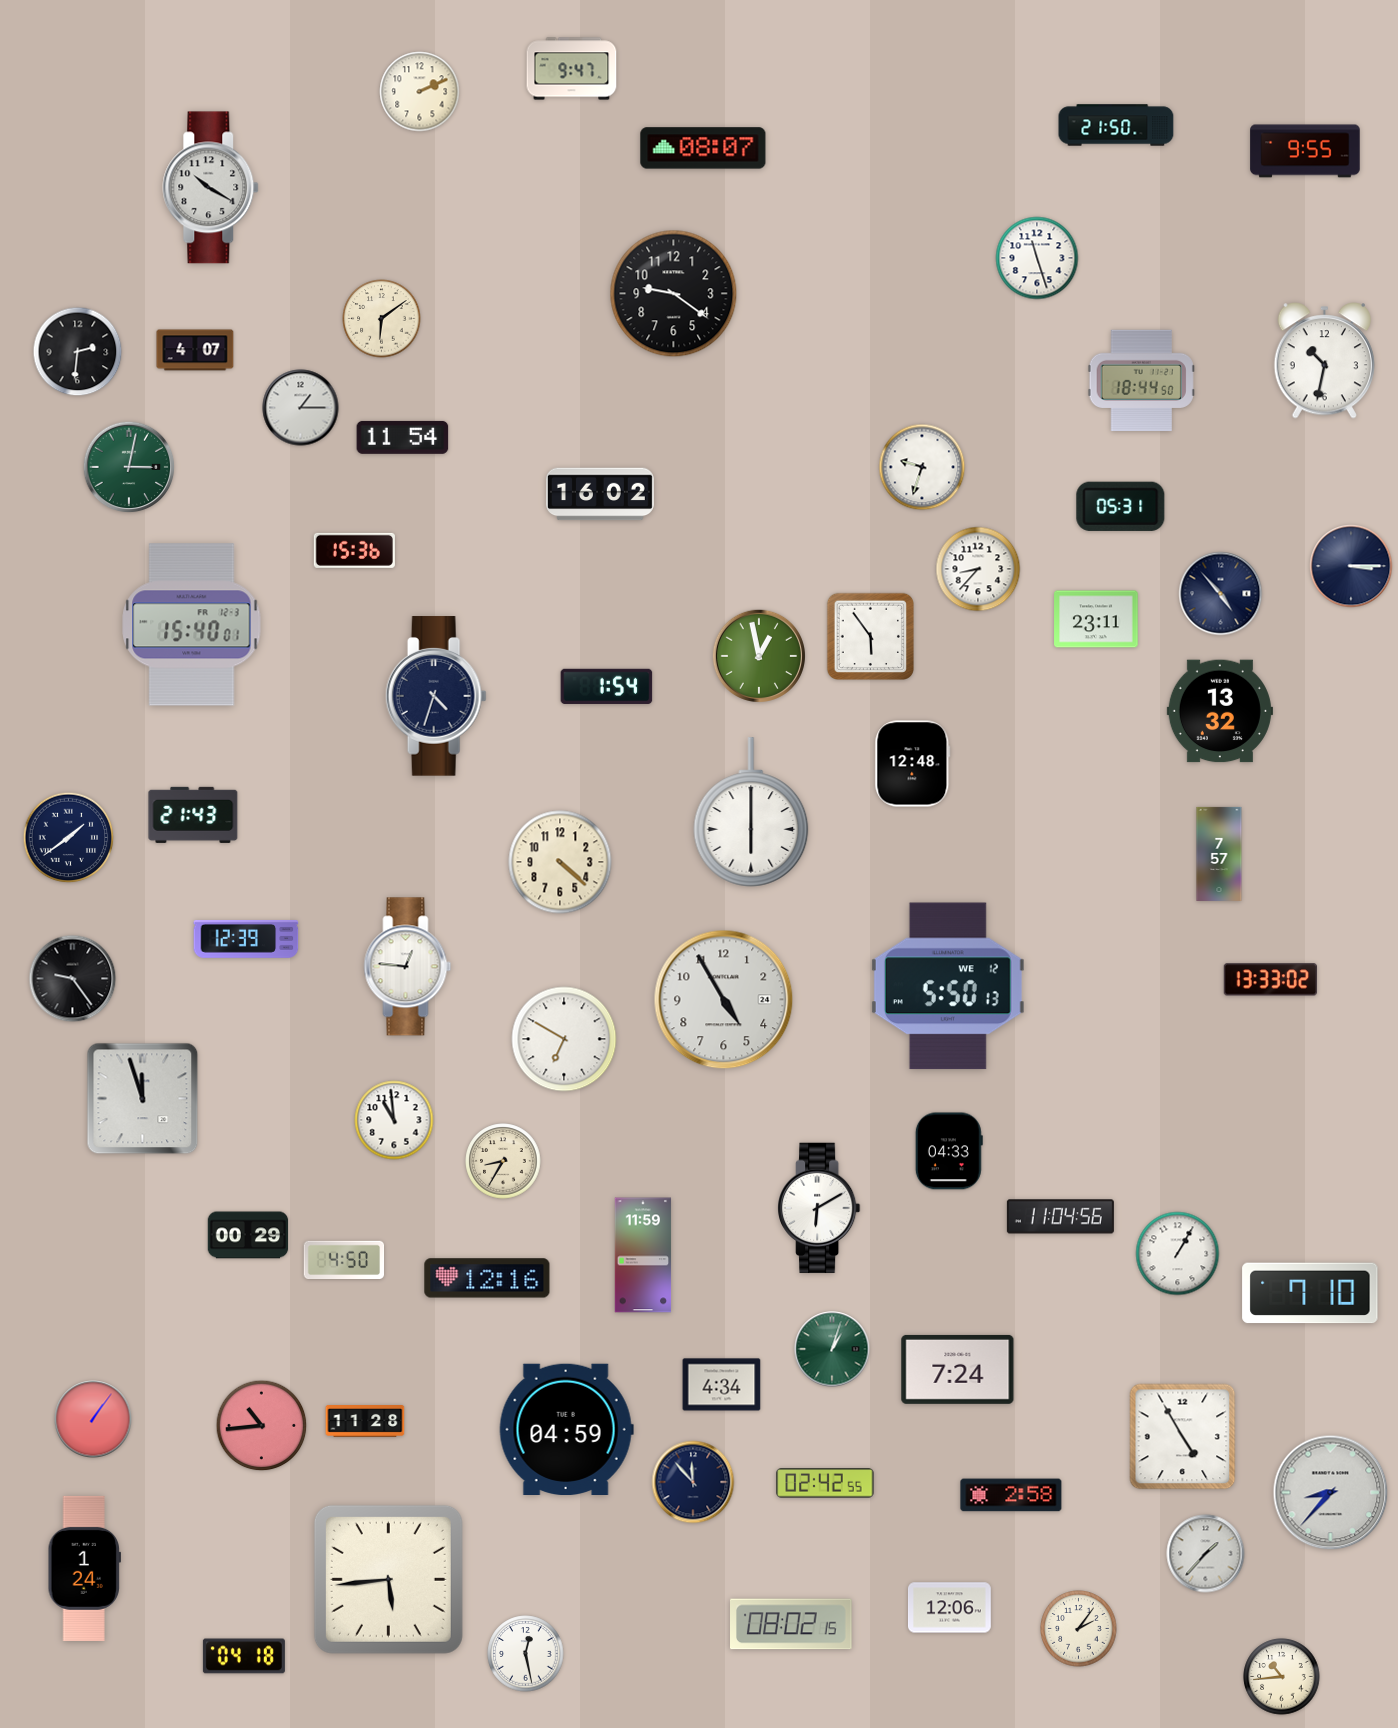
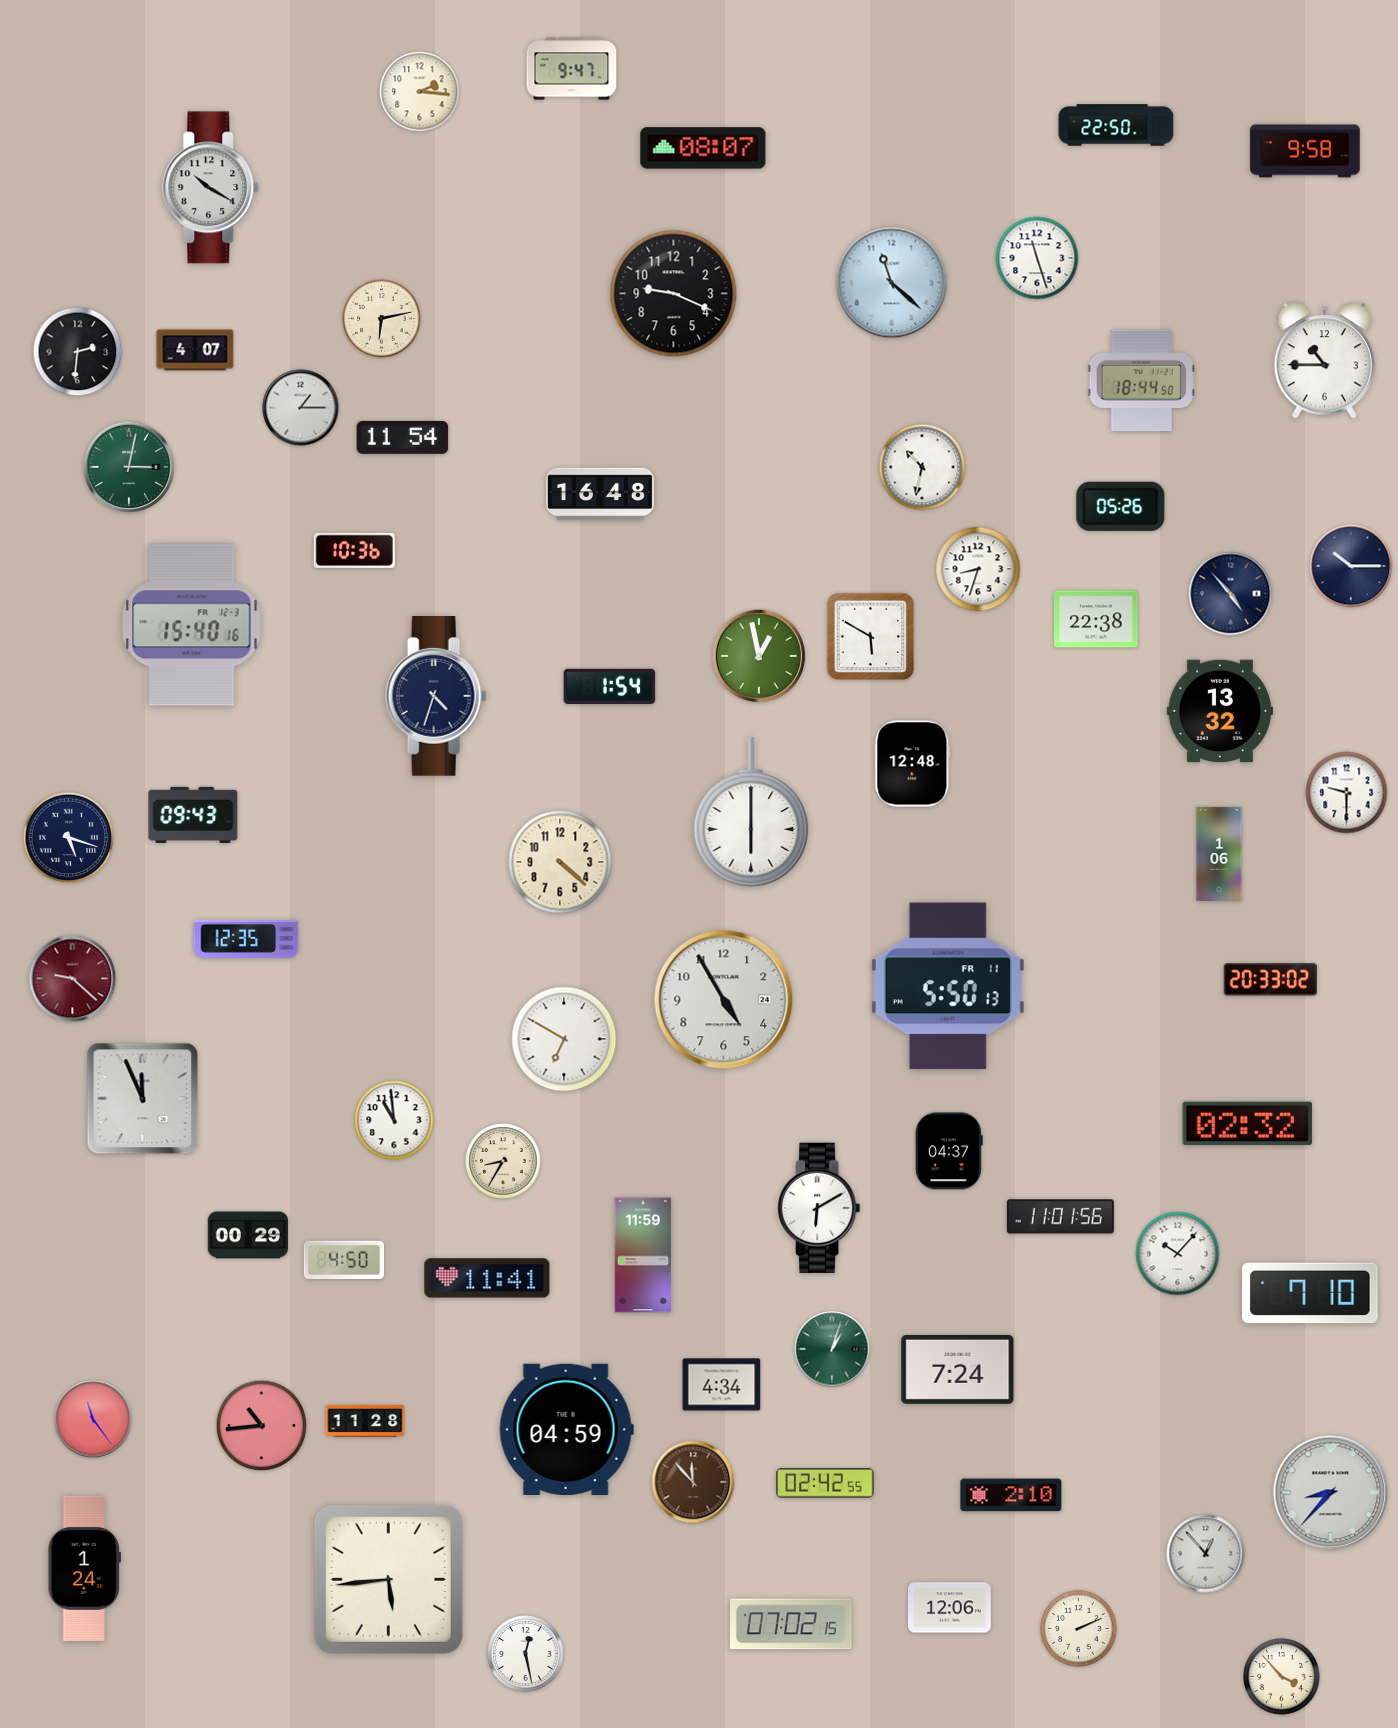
clock at (420, 92): 2:11 -> 2:16
clock at (1116, 125): 21:50 -> 22:50
clock at (1305, 151): 9:55 -> 9:58
clock at (892, 283): none -> 11:22
clock at (674, 294): 9:21 -> 9:19
clock at (382, 319): 6:09 -> 6:13
clock at (1324, 361): 10:32 -> 10:45
clock at (922, 467): 9:33 -> 10:32
clock at (600, 494): 16:02 -> 16:48
clock at (1121, 506): 05:31 -> 05:26
clock at (354, 550): 15:36 -> 10:36
clock at (1351, 566): 3:15 -> 10:15
clock at (978, 569): 8:37 -> 8:33
clock at (1221, 594) position: (1221, 594) -> (1231, 594)
clock at (1096, 619): 23:11 -> 22:38
clock at (192, 625): 15:40:01 -> 15:40:16
clock at (870, 636): 5:54 -> 5:50
clock at (607, 686) position: (607, 686) -> (610, 686)
clock at (1347, 793): none -> 9:30
clock at (193, 815): 21:43 -> 09:43
clock at (69, 838): 1:39 -> 5:18
clock at (1219, 854): 7:57 -> 1:06
clock at (246, 939): 12:39 -> 12:35
clock at (408, 967): 12:46 -> none
clock at (73, 979): 9:24 -> 9:22
clock at (73, 979) dial: black -> burgundy
clock at (1270, 980): 13:33 -> 20:33
clock at (948, 986) date: WE 12 -> FR 11
clock at (143, 1099): 11:57 -> 11:56
clock at (1248, 1124): none -> 02:32
clock at (949, 1151): 04:33 -> 04:37
clock at (1060, 1217): 11:04 -> 11:01
clock at (1178, 1254): 1:05 -> 10:07
clock at (487, 1278): 12:16 -> 11:41
clock at (93, 1419): 1:06 -> 11:24
clock at (1183, 1437): 4:55 -> none
clock at (693, 1482) dial: navy -> brown
clock at (1011, 1495): 2:58 -> 2:10
clock at (1206, 1554): 1:37 -> 12:53
clock at (792, 1624): 08:02 -> 07:02
clock at (1079, 1629): 2:06 -> 2:11
clock at (244, 1656): 04:18 -> none
clock at (1282, 1677): 10:44 -> 3:53
